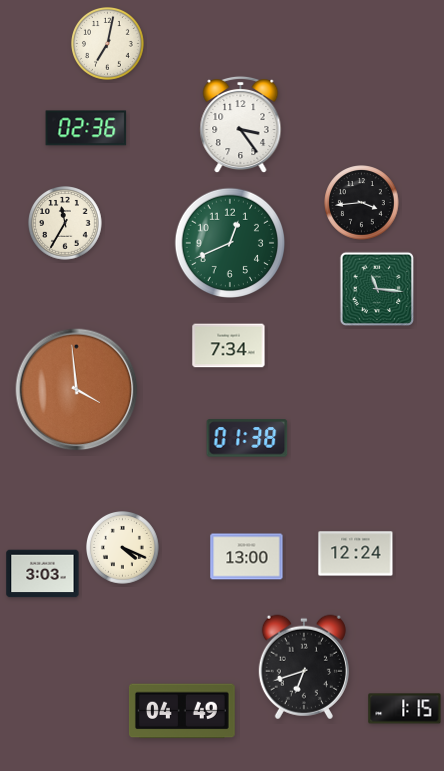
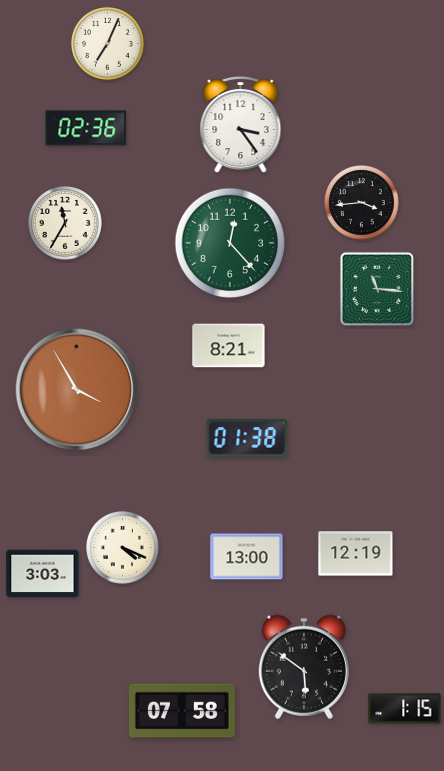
clock at (108, 44): 7:02 -> 7:04
clock at (229, 242): 12:41 -> 12:23
clock at (229, 346): 7:34 -> 8:21
clock at (77, 390): 3:59 -> 3:55
clock at (356, 554): 12:24 -> 12:19
clock at (304, 667): 6:42 -> 5:51
clock at (182, 711): 04:49 -> 07:58
